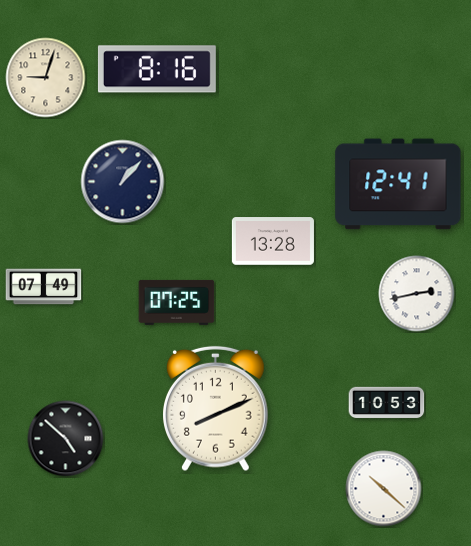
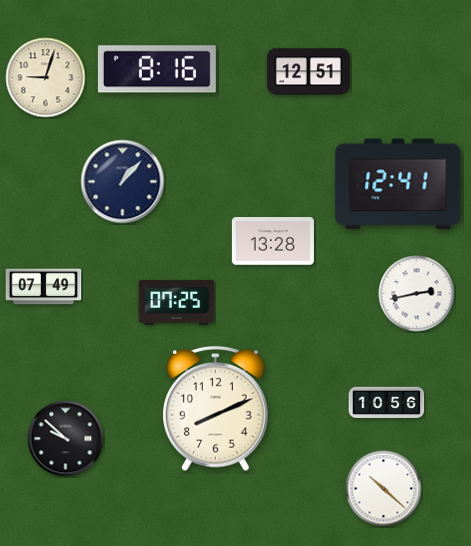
clock at (308, 72): none -> 12:51
clock at (387, 403): 10:53 -> 10:56
clock at (66, 439): 4:52 -> 9:52
